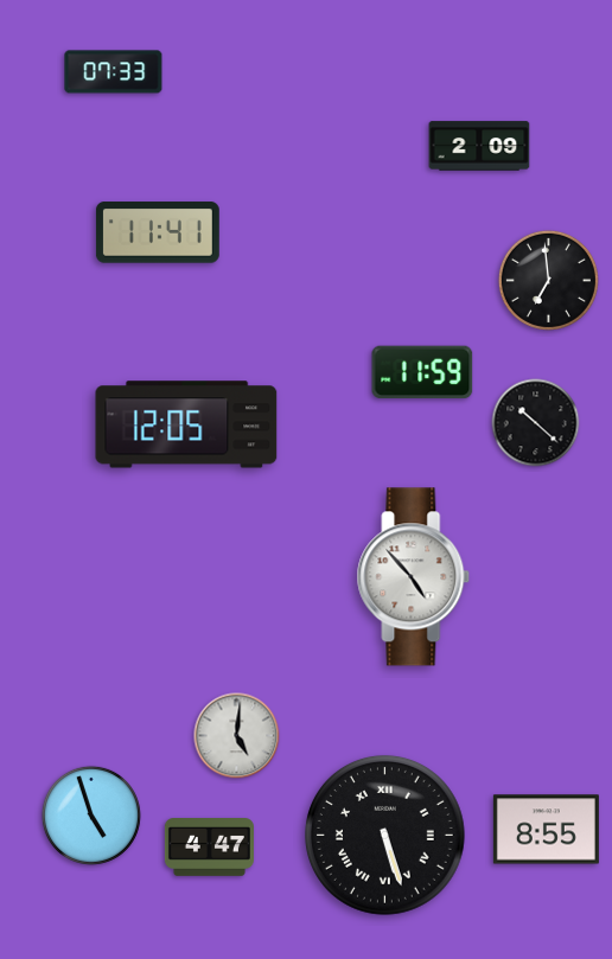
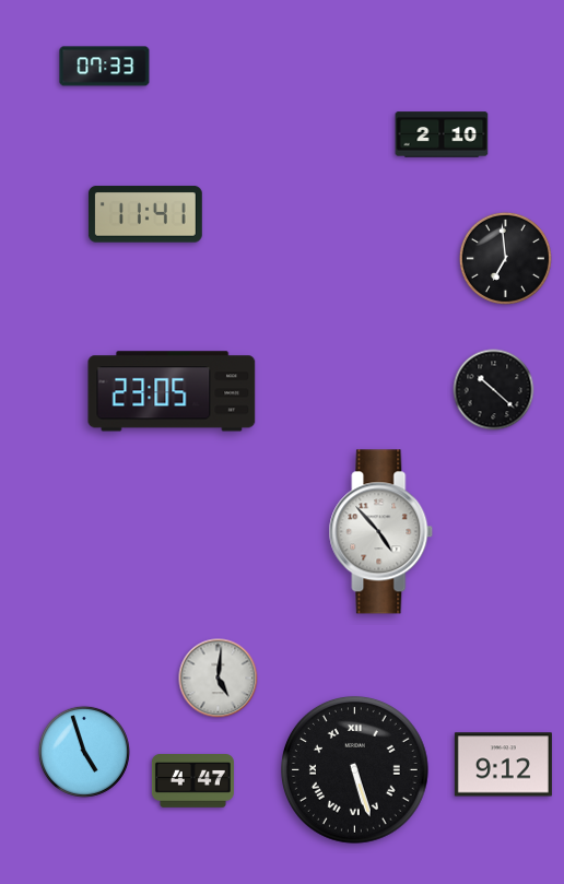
clock at (479, 146): 2:09 -> 2:10
clock at (422, 372): 11:59 -> none
clock at (186, 424): 12:05 -> 23:05
clock at (546, 830): 8:55 -> 9:12
